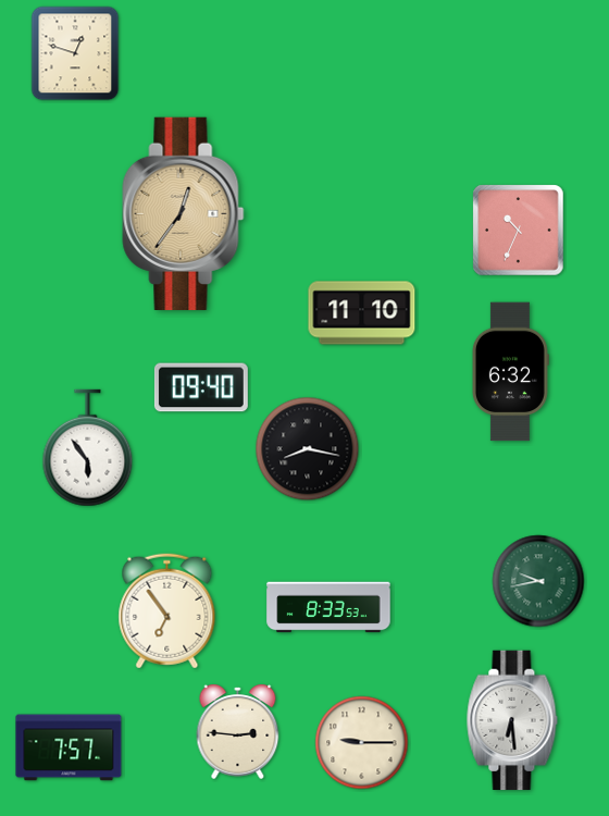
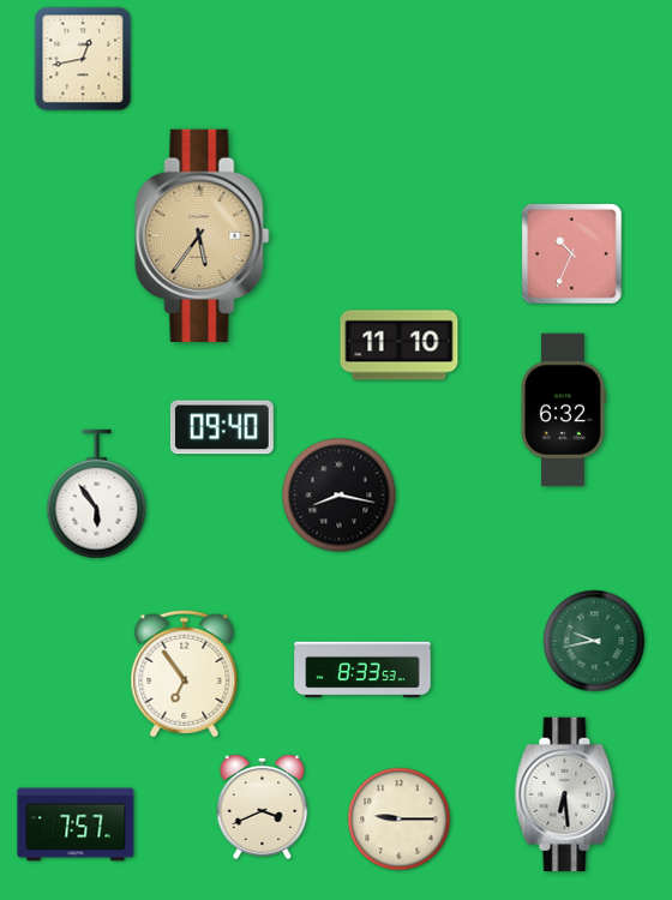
clock at (75, 53): 12:48 -> 12:43
clock at (184, 213): 12:36 -> 5:36
clock at (238, 731): 2:46 -> 3:41
